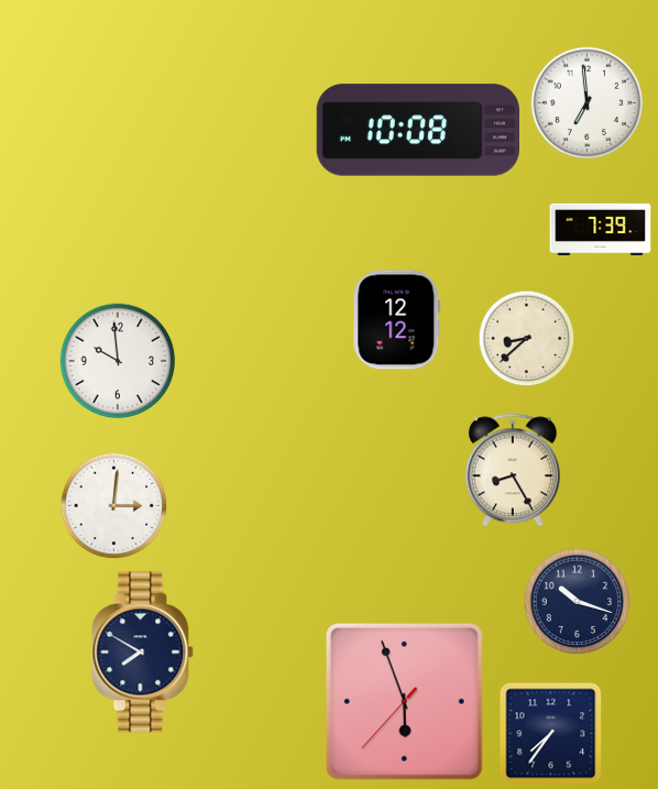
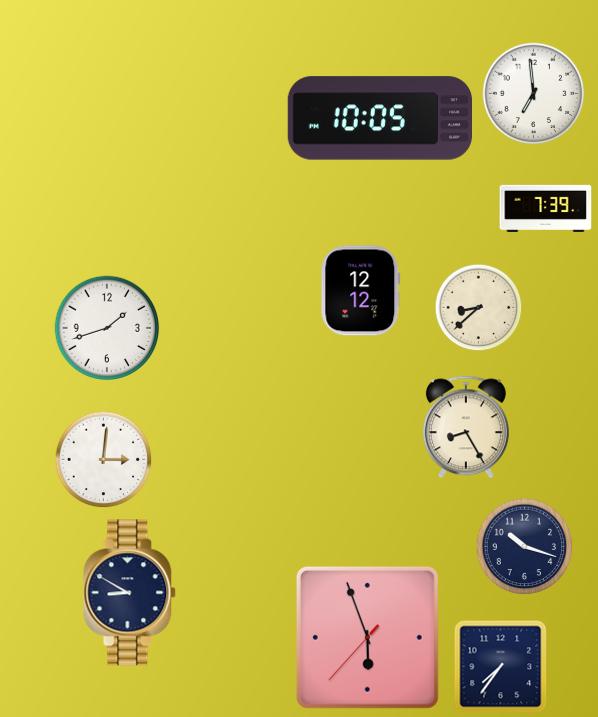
clock at (417, 130): 10:08 -> 10:05
clock at (118, 361): 9:59 -> 1:42
clock at (143, 653): 7:50 -> 8:50
